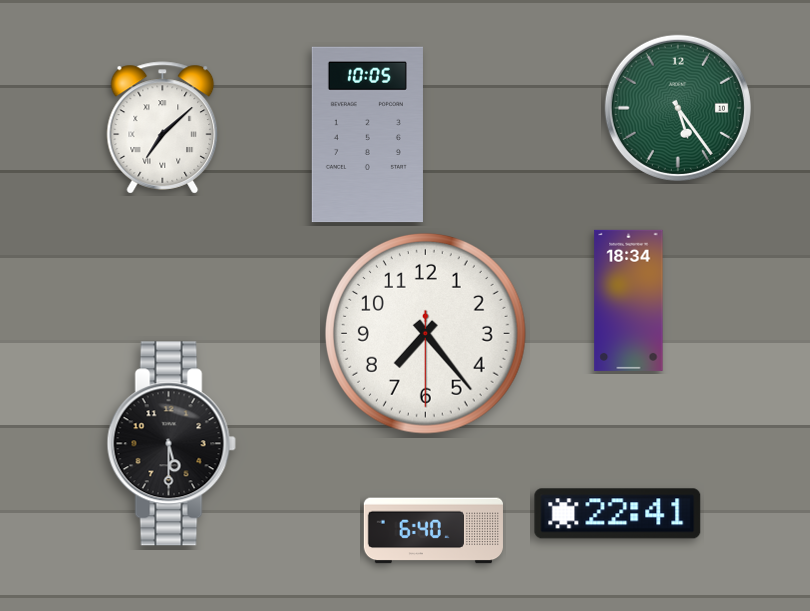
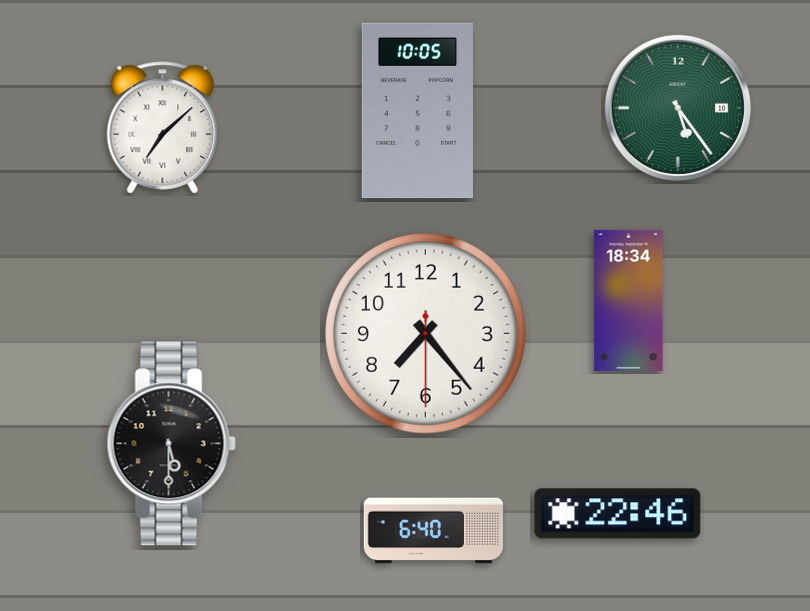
clock at (367, 135) position: (367, 135) -> (417, 111)
clock at (618, 514): 22:41 -> 22:46
